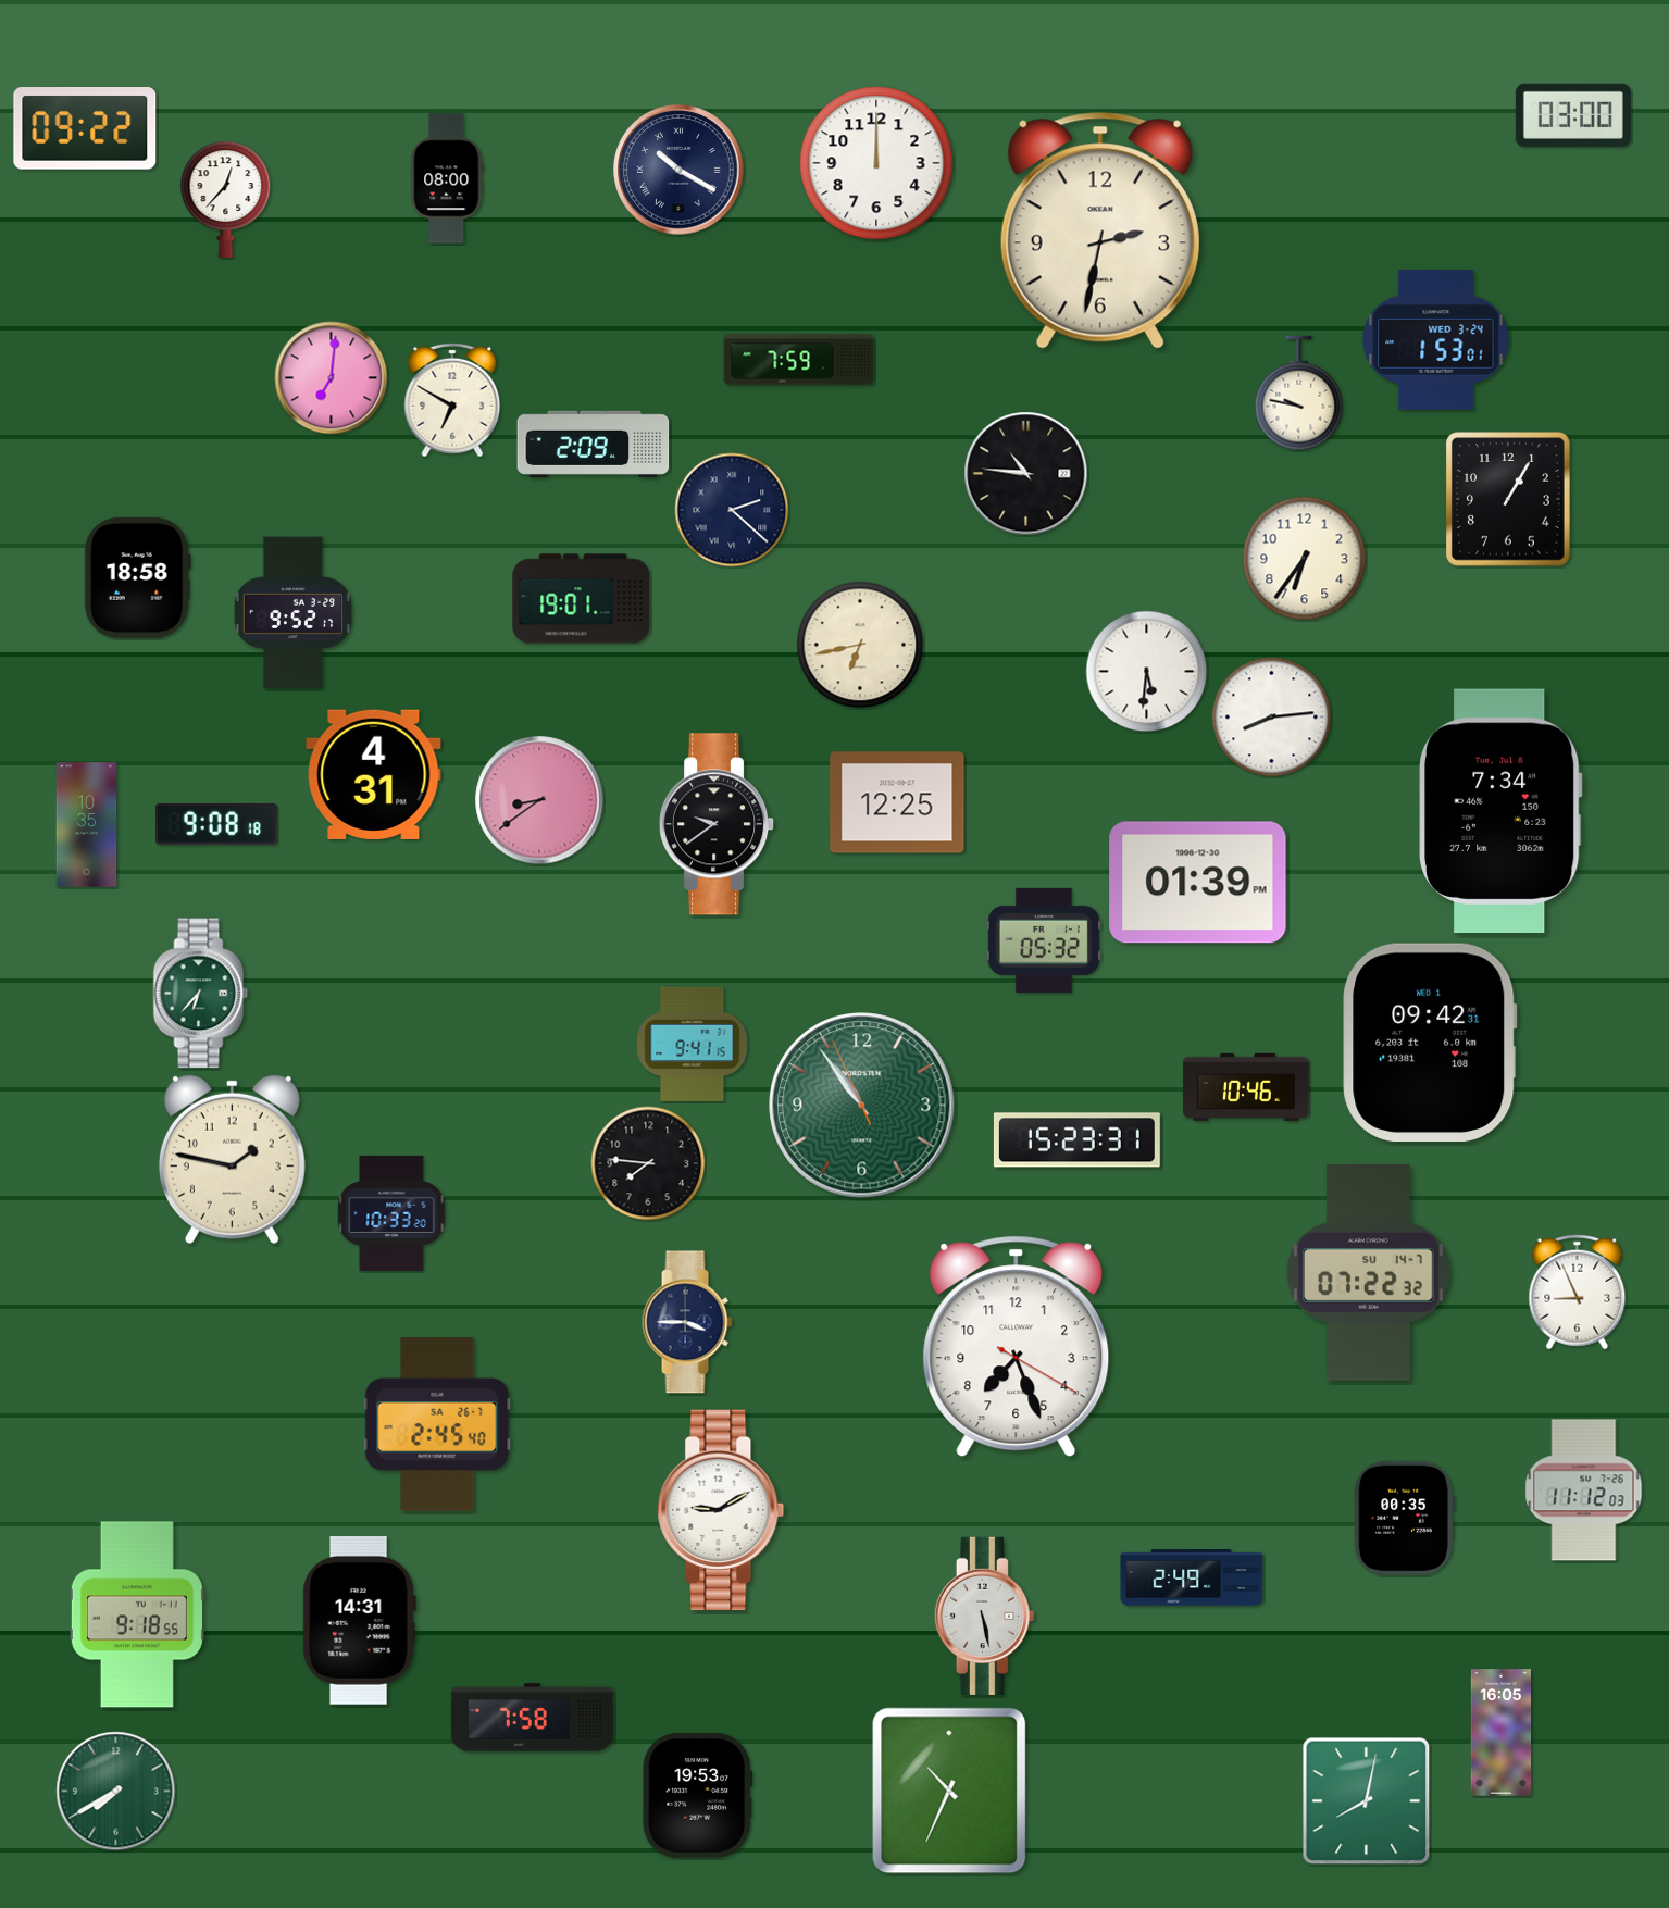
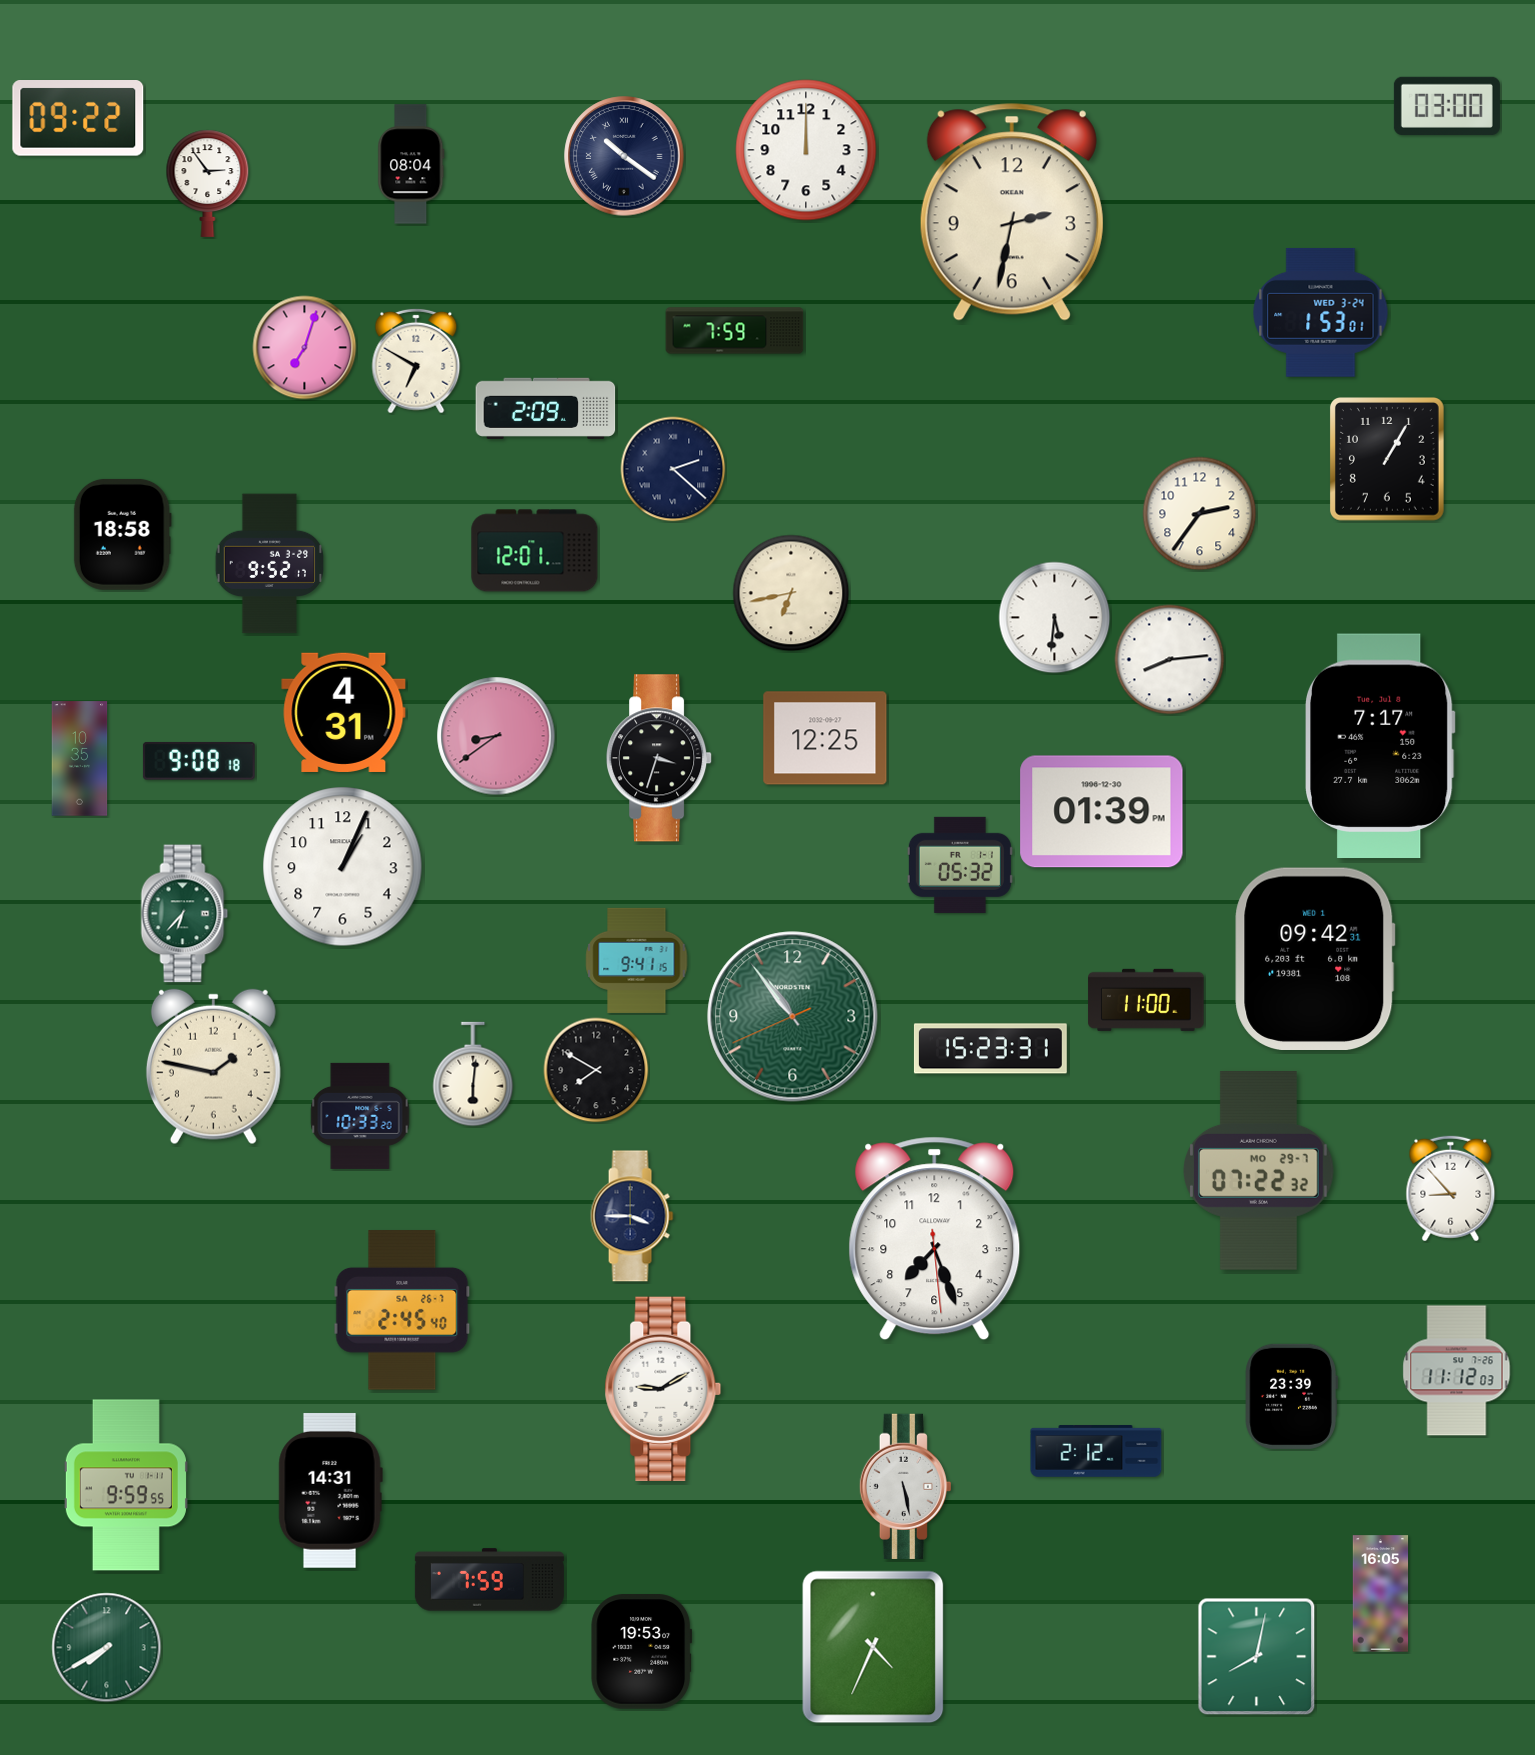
clock at (678, 170): 10:20 -> 10:21
clock at (447, 178): 08:00 -> 08:04
clock at (226, 199): 12:37 -> 2:54
clock at (332, 378): 7:01 -> 7:03
clock at (1299, 394): 9:47 -> none
clock at (452, 400) position: (452, 400) -> (416, 361)
clock at (1026, 474): 10:46 -> none
clock at (1305, 559): 6:36 -> 2:36
clock at (137, 577) position: (137, 577) -> (122, 534)
clock at (582, 599): 19:01 -> 12:01
clock at (1502, 811): 7:34 -> 7:17
clock at (216, 824) position: (216, 824) -> (199, 761)
clock at (718, 824): 9:39 -> 3:33
clock at (343, 867): none -> 1:04
clock at (1246, 1087): 10:46 -> 11:00
clock at (862, 1106): 10:53:56 -> 10:53:41
clock at (648, 1163): 7:46 -> 7:50
clock at (473, 1074): none -> 6:01
clock at (1369, 1273) date: SU 14-7 -> MO 29-7
clock at (1578, 1293): 8:56 -> 8:53
clock at (1017, 1347): 7:26:20 -> 7:26:29
clock at (1404, 1518): 00:35 -> 23:39
clock at (1192, 1577): 2:49 -> 2:12
clock at (137, 1614): 9:18 -> 9:59
clock at (532, 1718): 7:58 -> 7:59
clock at (949, 1791): 10:34 -> 4:34
